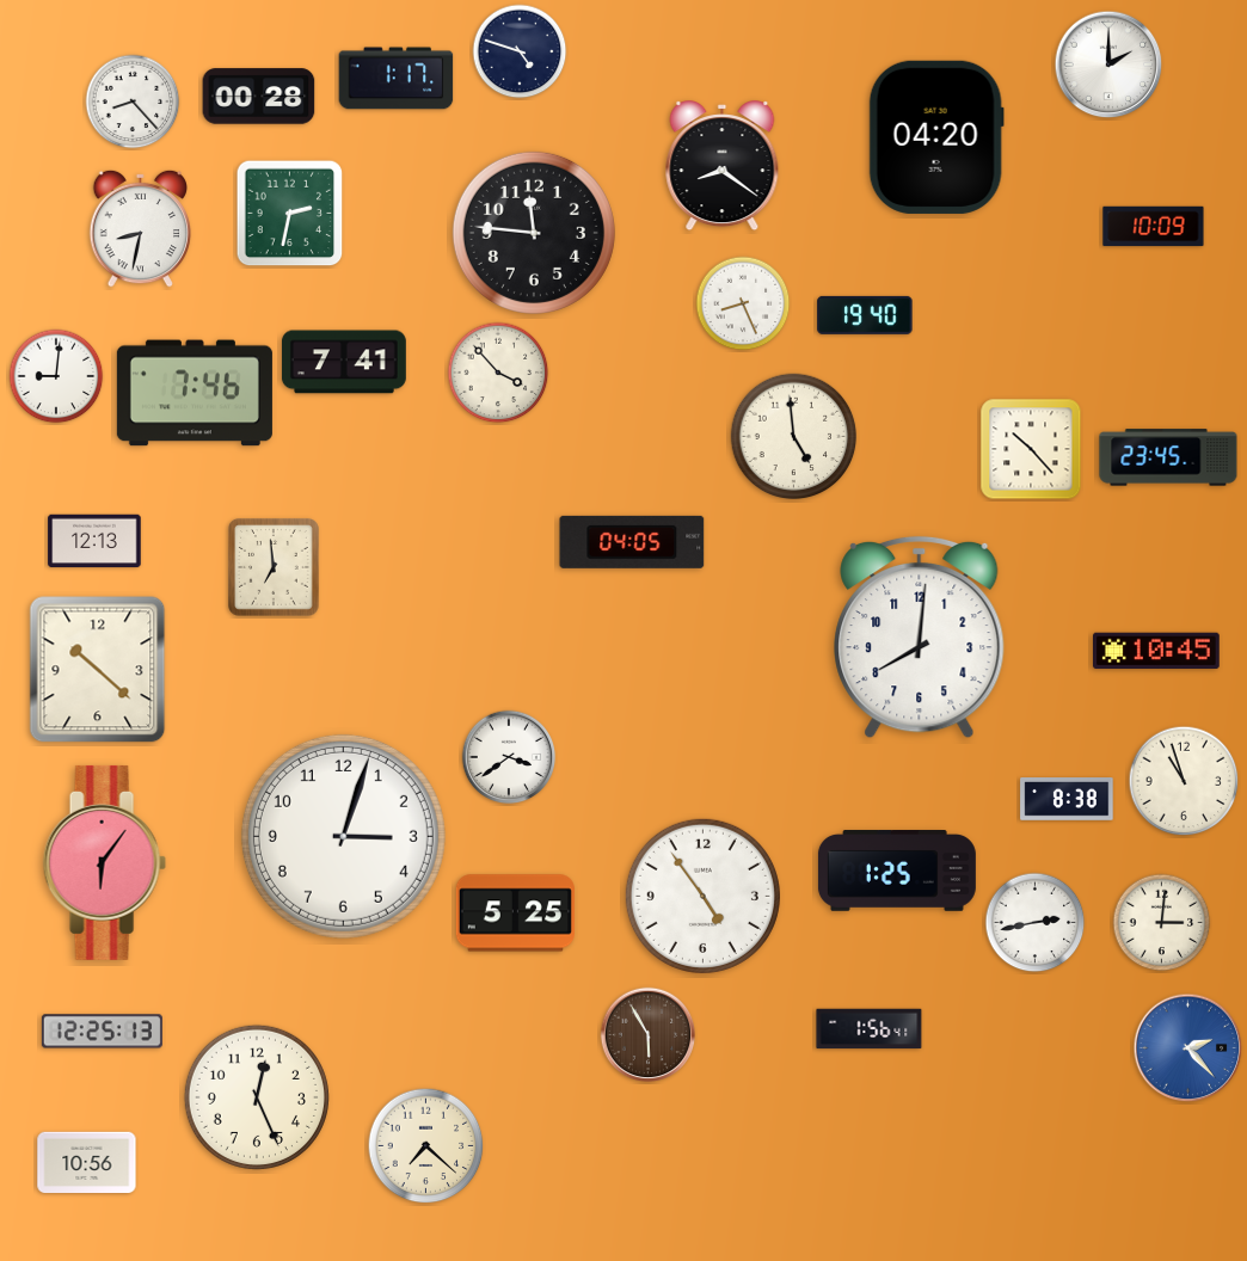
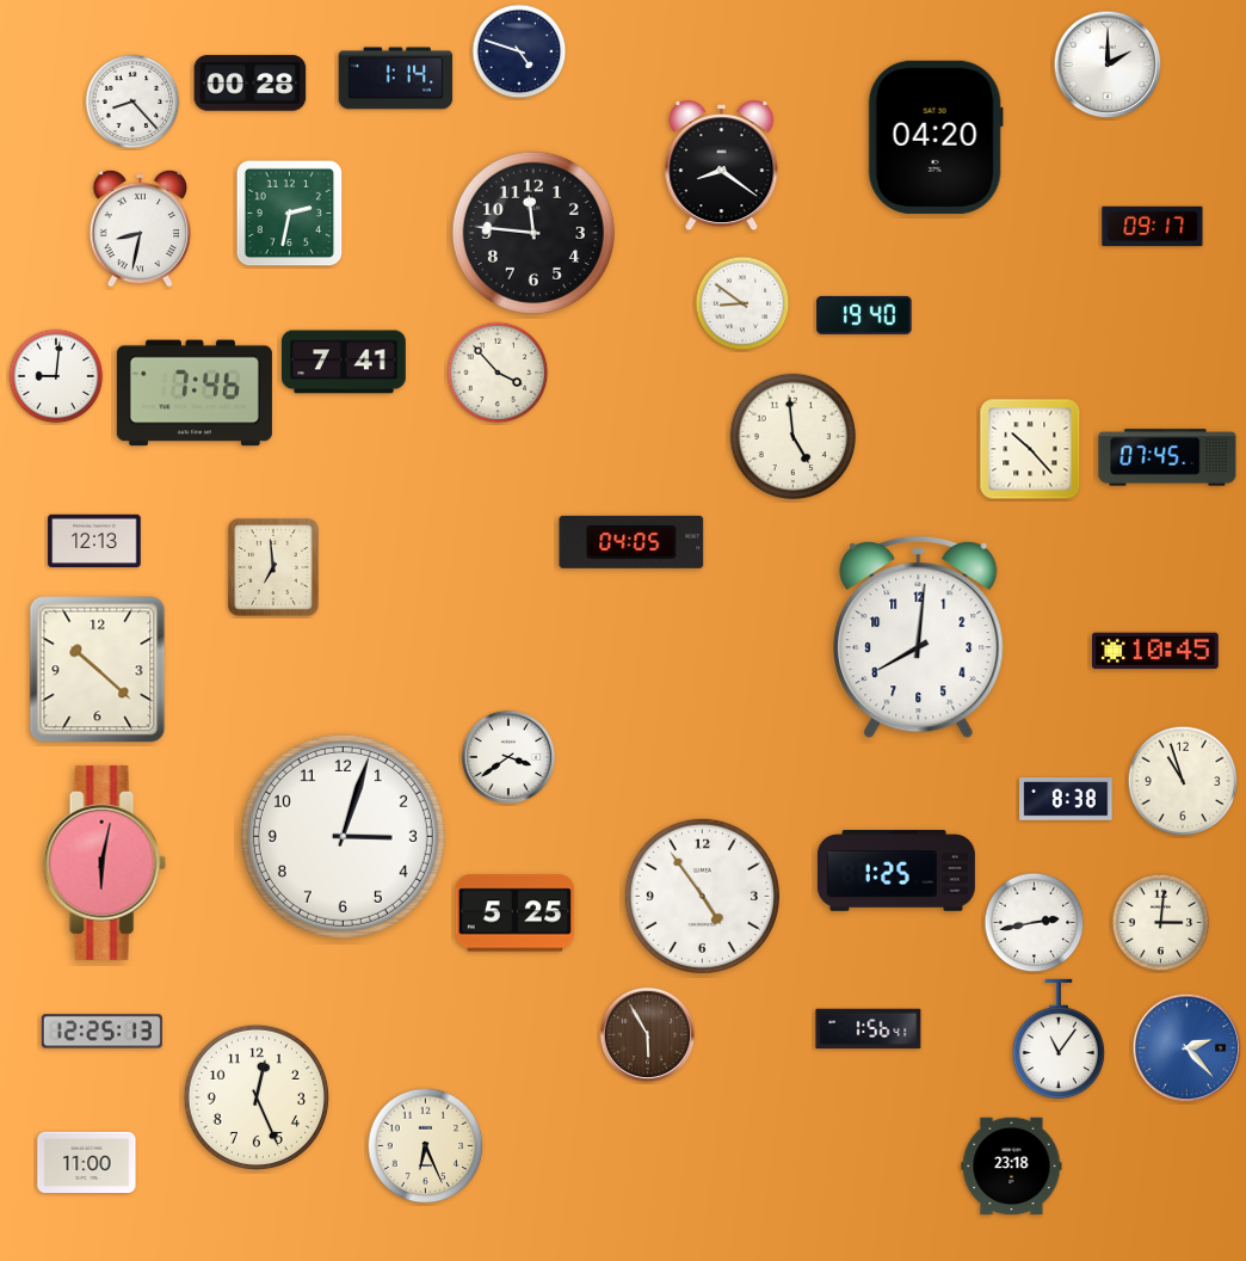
clock at (397, 79): 1:17 -> 1:14
clock at (259, 97) position: (259, 97) -> (251, 84)
clock at (1154, 227): 10:09 -> 09:17
clock at (743, 303): 8:26 -> 8:51
clock at (1168, 457): 23:45 -> 07:45
clock at (104, 862): 6:06 -> 6:02
clock at (1059, 1039): none -> 11:06
clock at (426, 1146): 7:22 -> 6:26
clock at (87, 1162): 10:56 -> 11:00
clock at (1012, 1167): none -> 23:18
